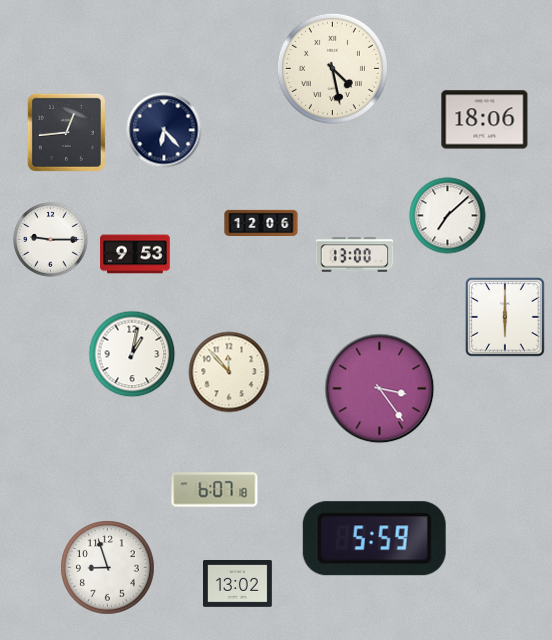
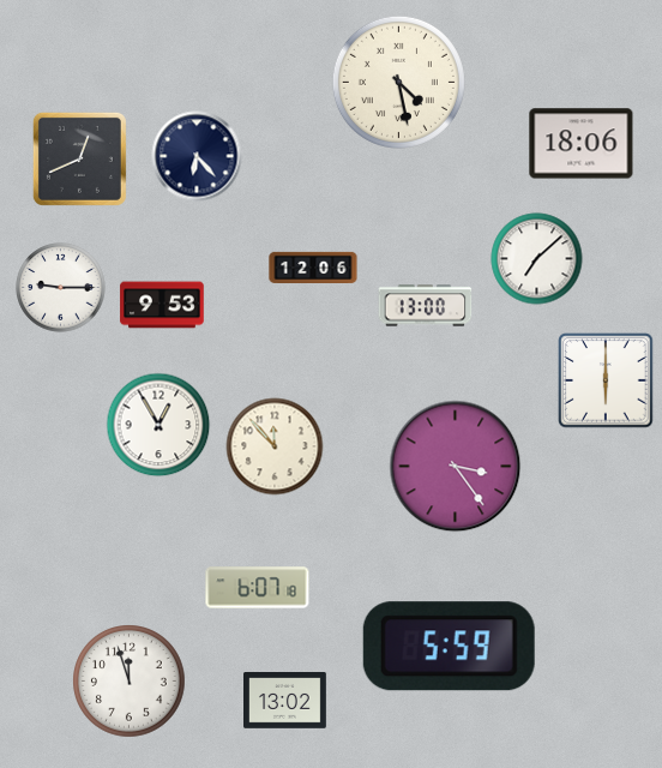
clock at (66, 132): 12:44 -> 12:41
clock at (132, 354): 1:02 -> 12:55
clock at (108, 568): 8:57 -> 11:57
